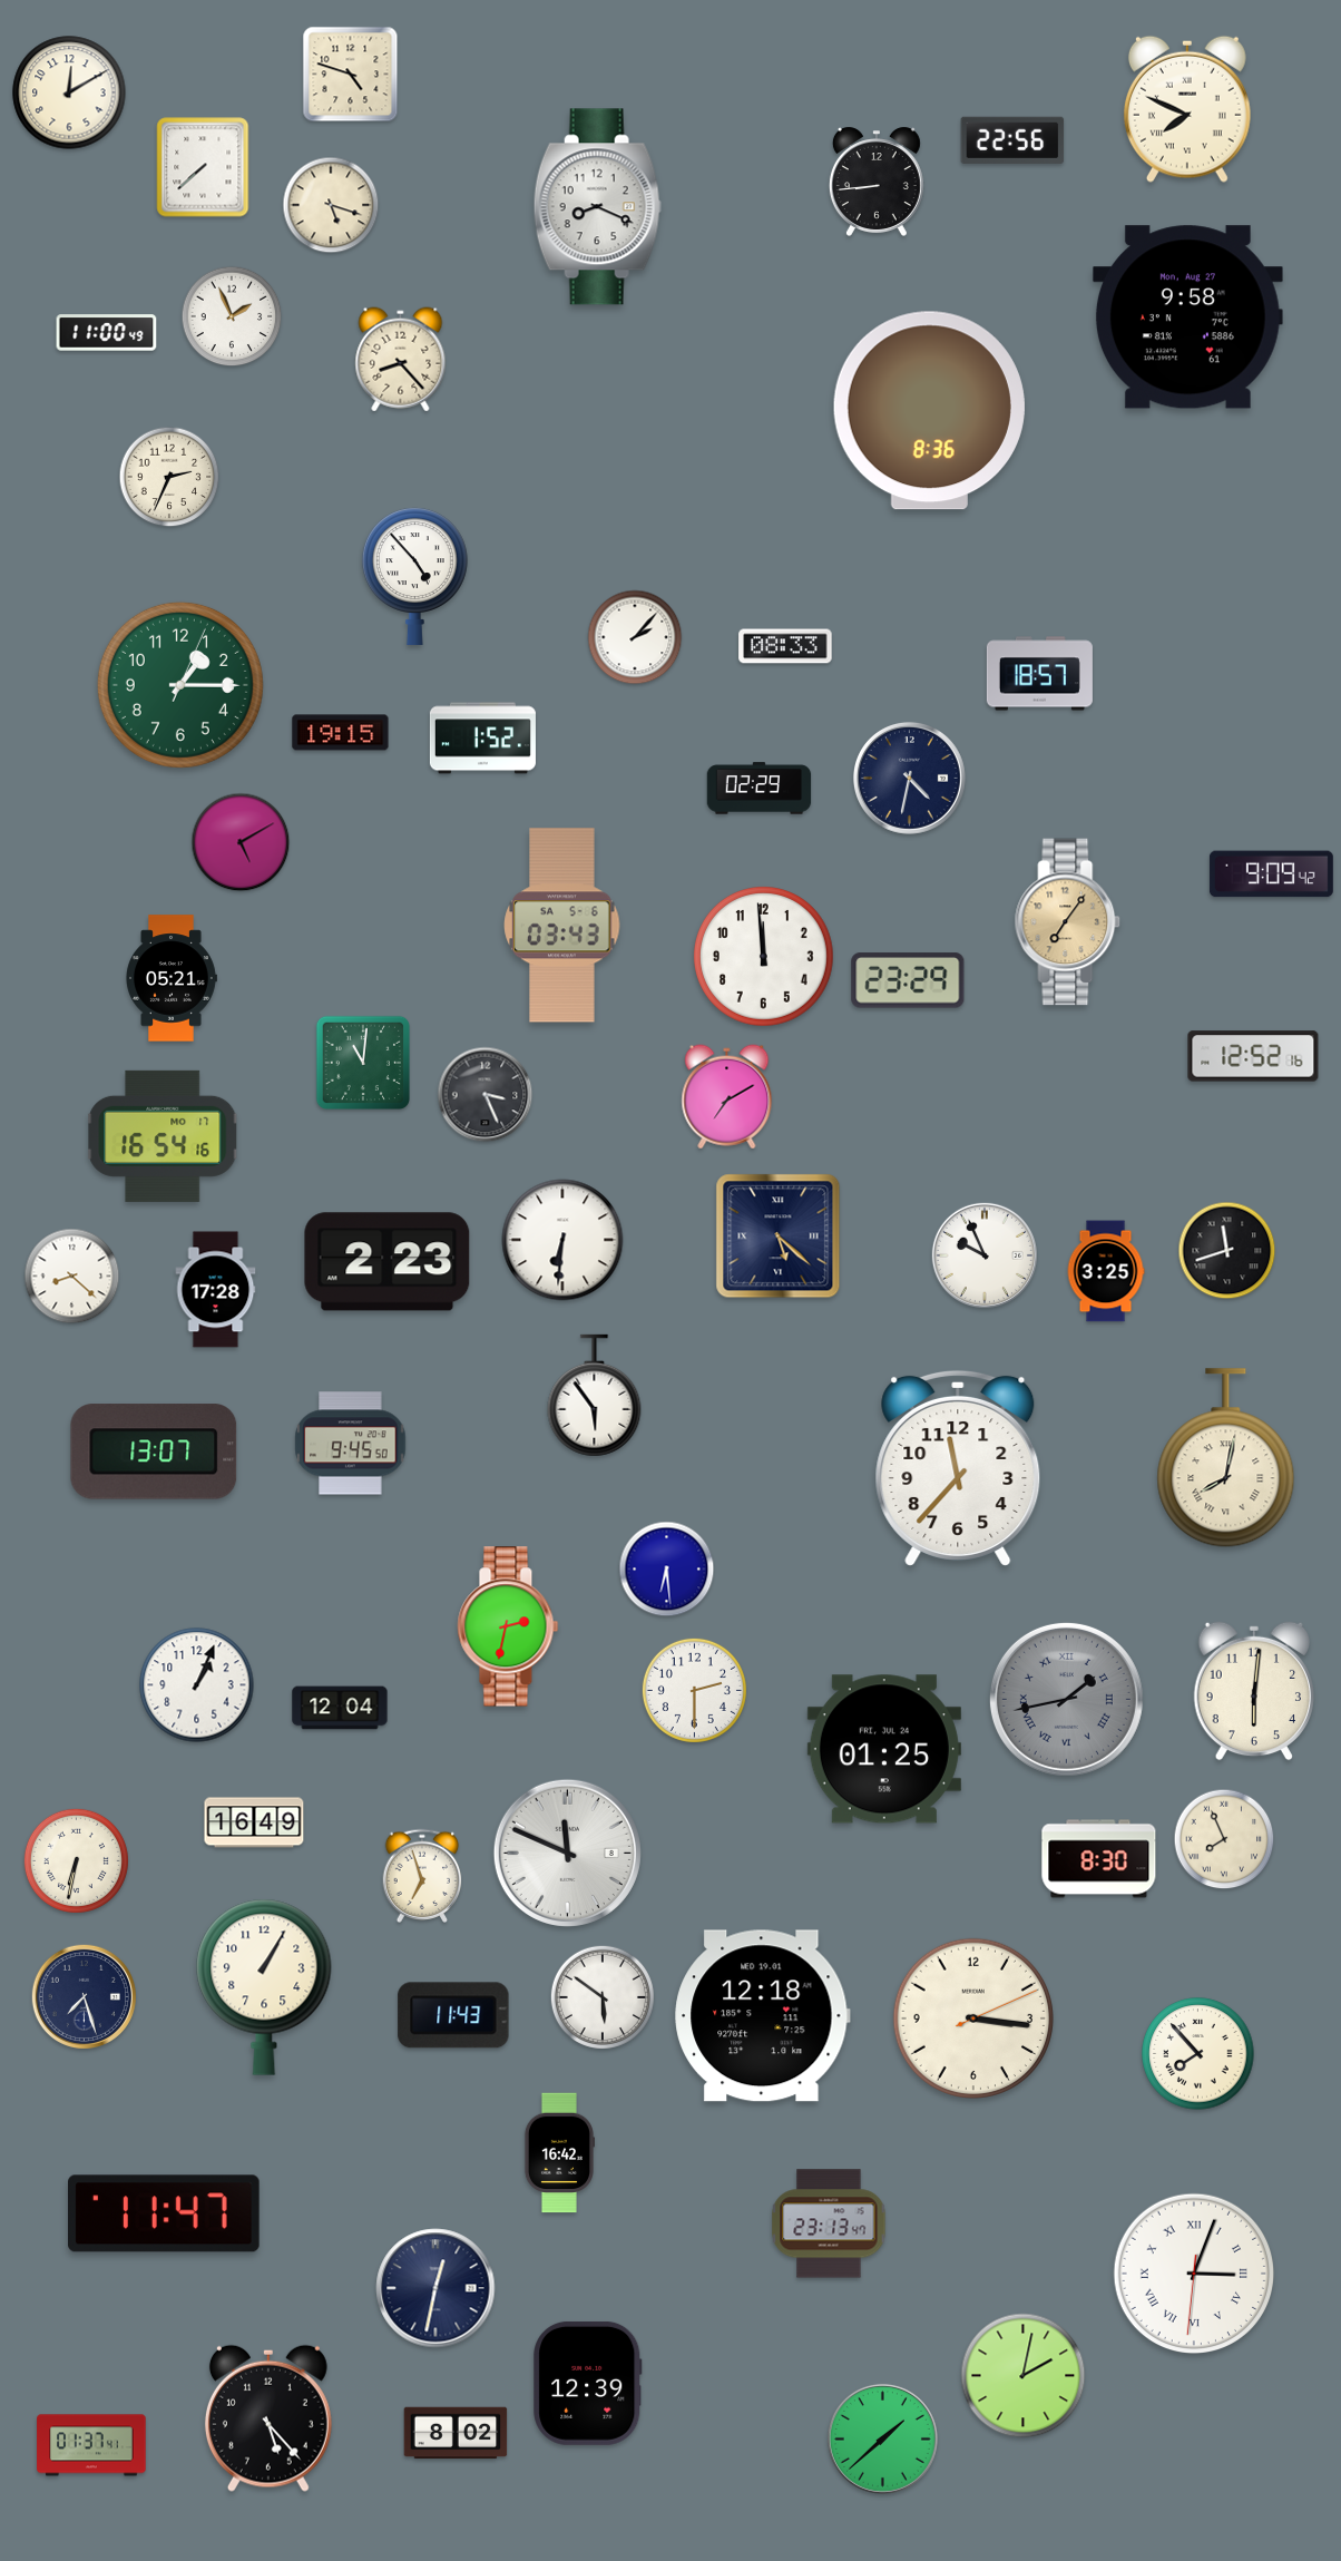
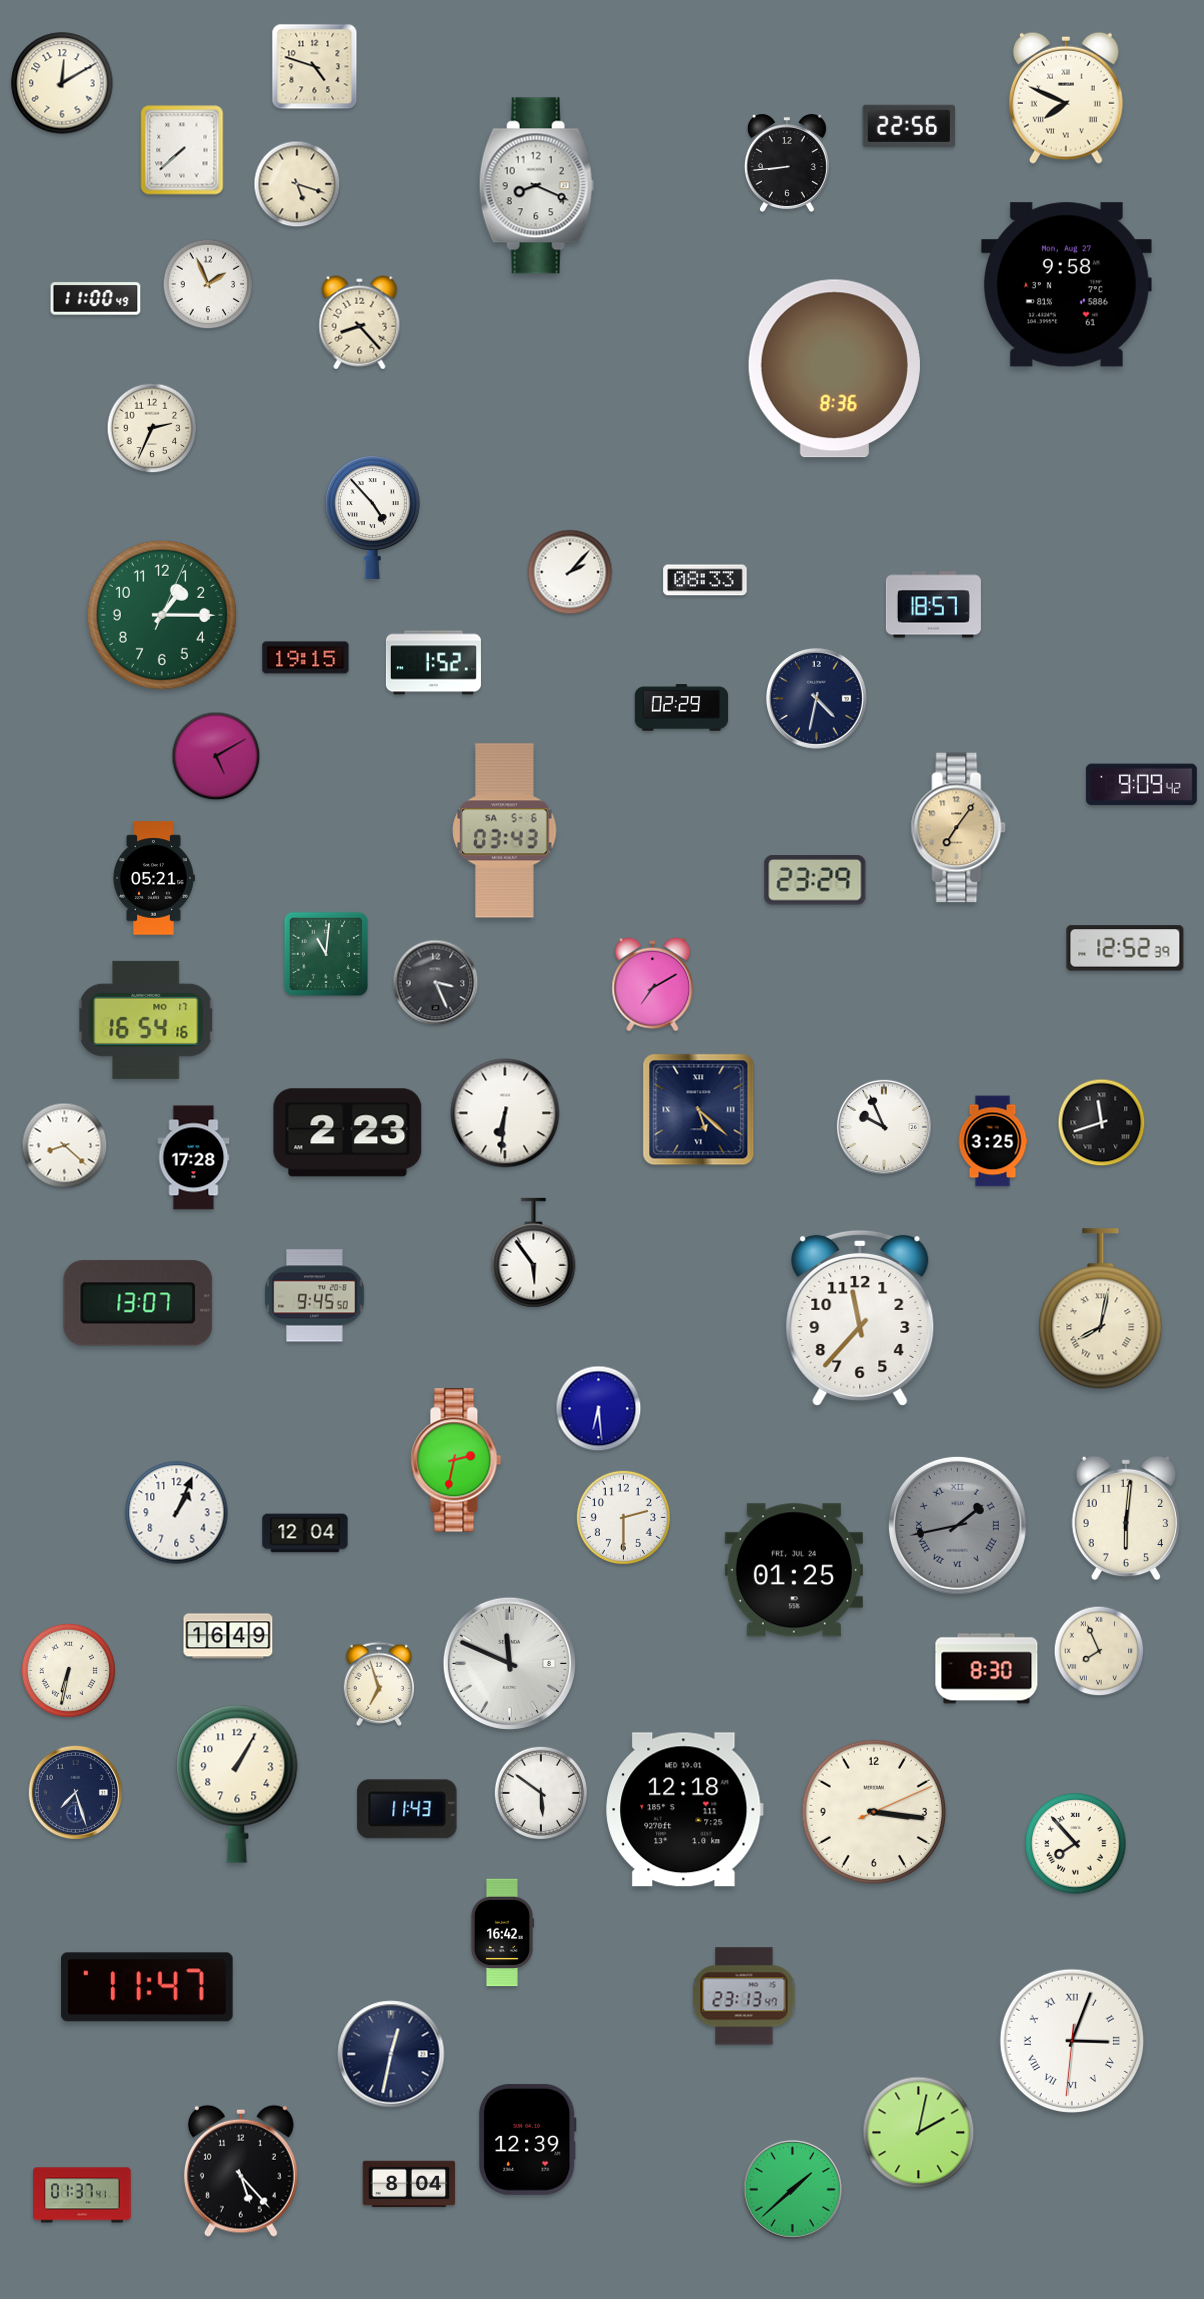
clock at (764, 957): 11:59 -> none
clock at (1253, 1056): 12:52:16 -> 12:52:39
clock at (456, 2433): 8:02 -> 8:04
